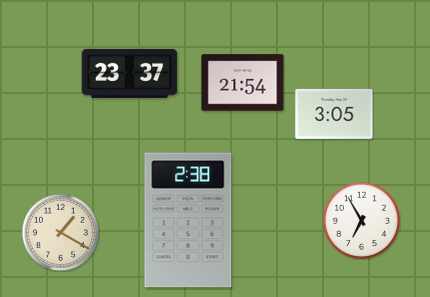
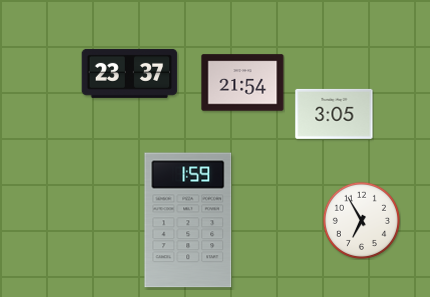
clock at (188, 220): 2:38 -> 1:59
clock at (60, 232): 1:20 -> none
